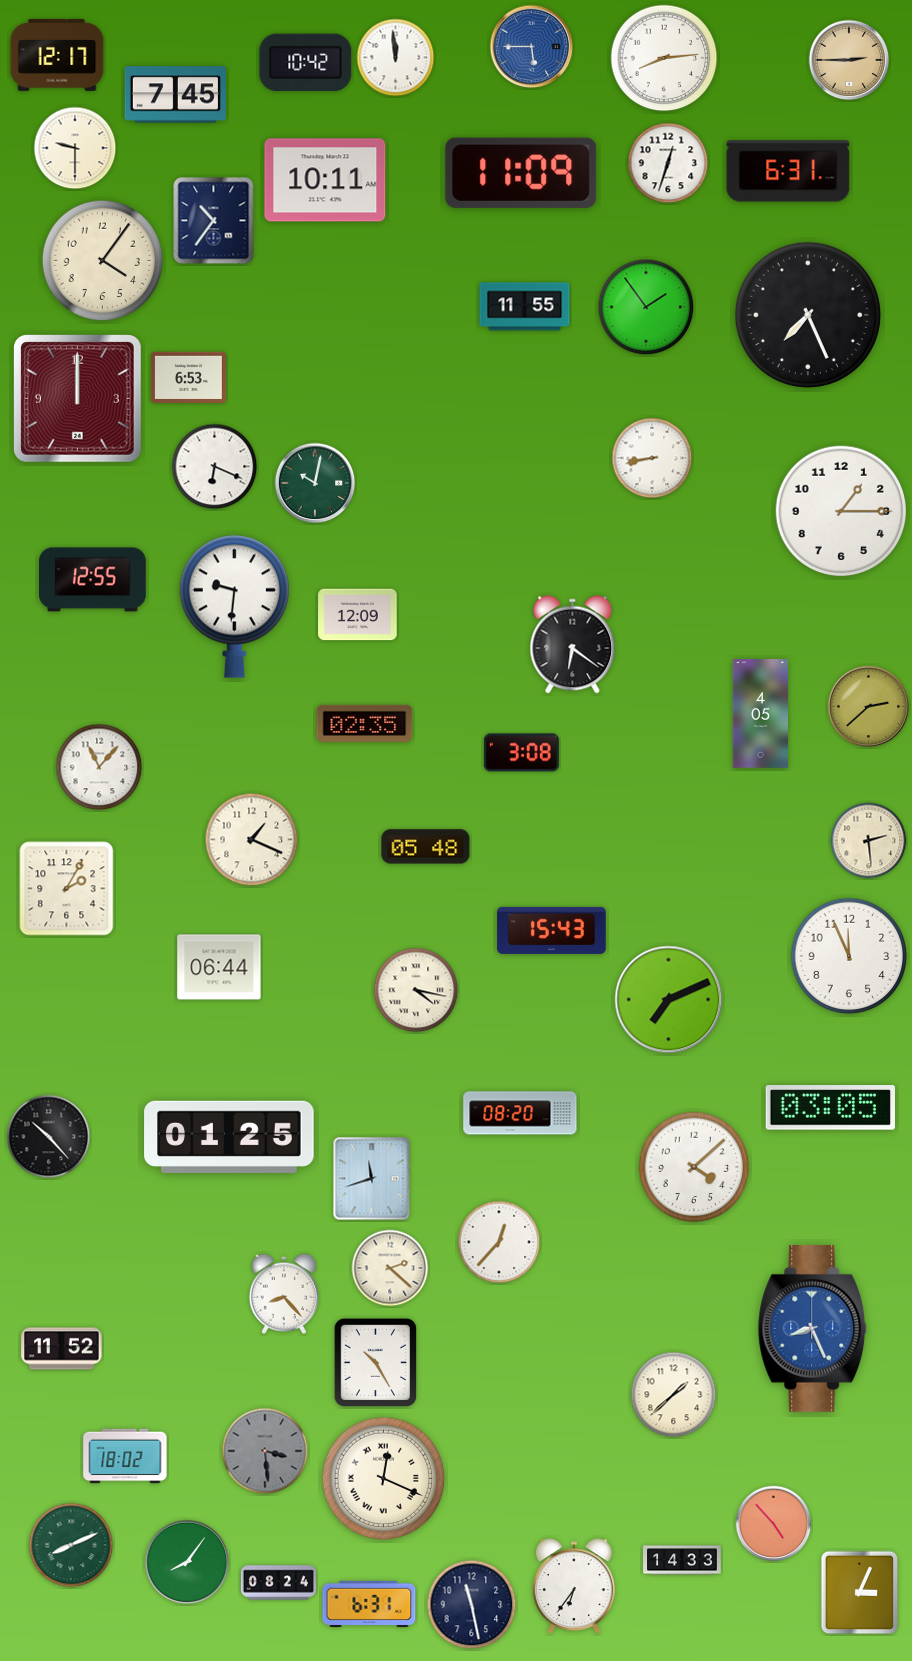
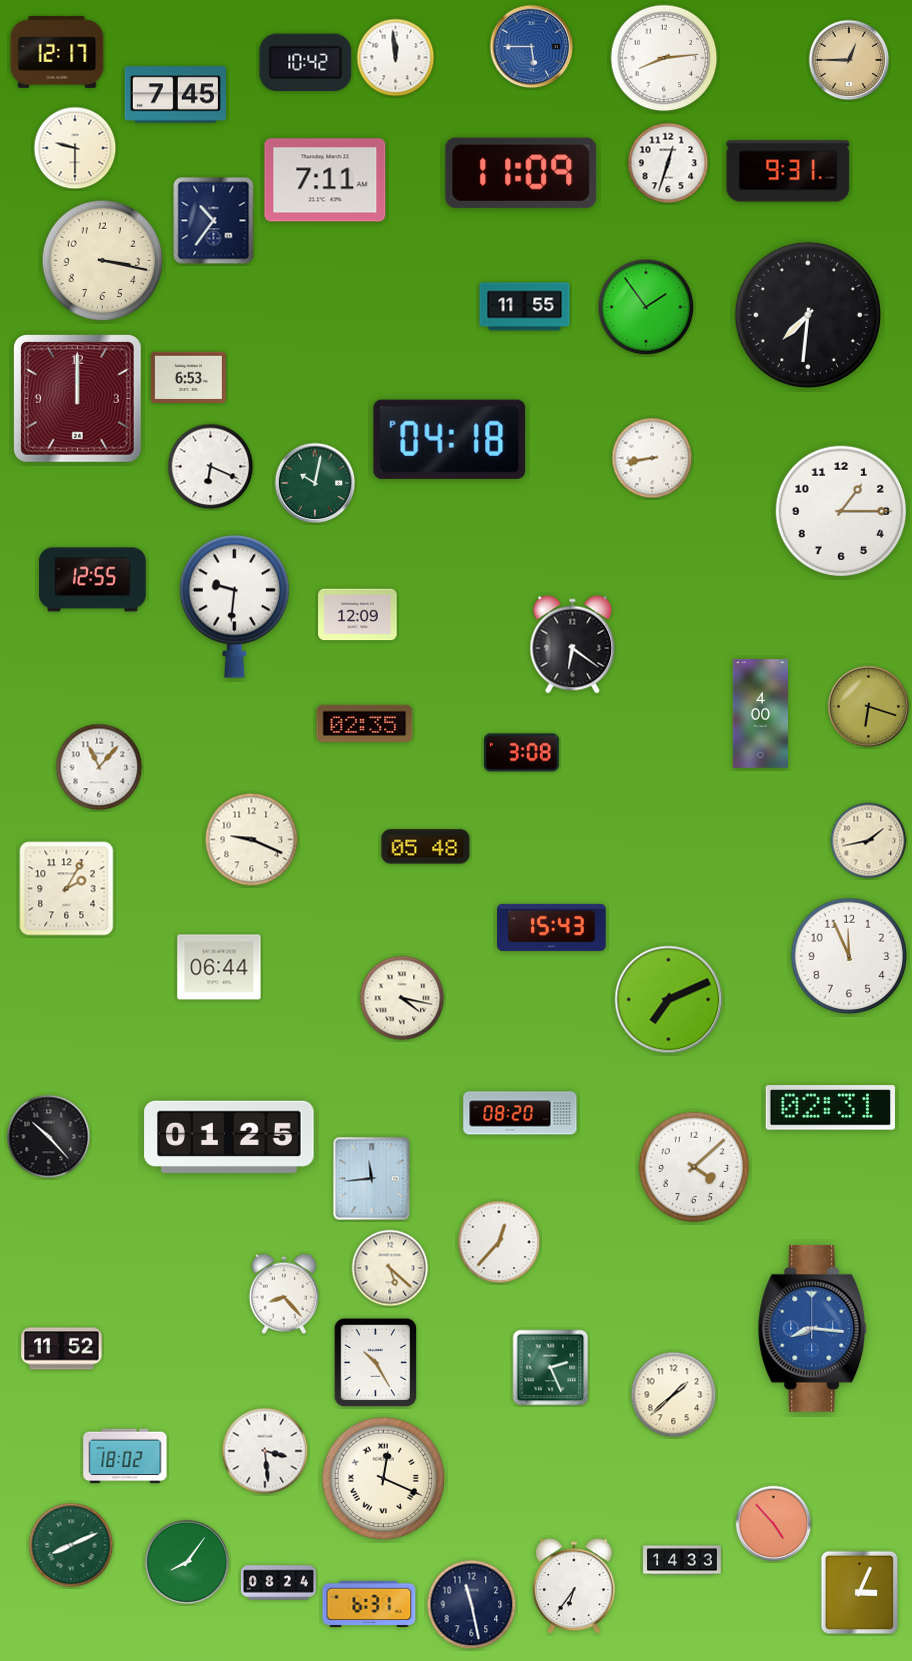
clock at (57, 55) position: (57, 55) -> (57, 52)
clock at (849, 60): 2:45 -> 12:45
clock at (788, 171): 6:31 -> 9:31
clock at (325, 180): 10:11 -> 7:11
clock at (103, 261): 4:06 -> 3:17
clock at (808, 315): 7:26 -> 7:31
clock at (450, 439): none -> 04:18
clock at (215, 467) position: (215, 467) -> (211, 467)
clock at (869, 707): 2:38 -> 6:18
clock at (760, 714): 4:05 -> 4:00
clock at (252, 840): 1:19 -> 9:19
clock at (869, 841): 2:29 -> 1:43
clock at (552, 930) position: (552, 930) -> (552, 927)
clock at (416, 990) position: (416, 990) -> (402, 998)
clock at (830, 1108): 03:05 -> 02:31
clock at (372, 1179): 11:42 -> 11:44
clock at (390, 1268): 2:22 -> 5:22
clock at (813, 1328): 8:26 -> 8:16
clock at (551, 1368): none -> 2:26
clock at (265, 1451) dial: grey -> white
